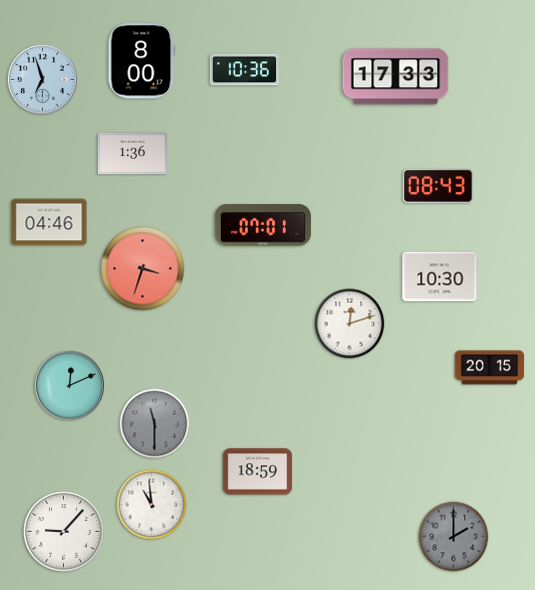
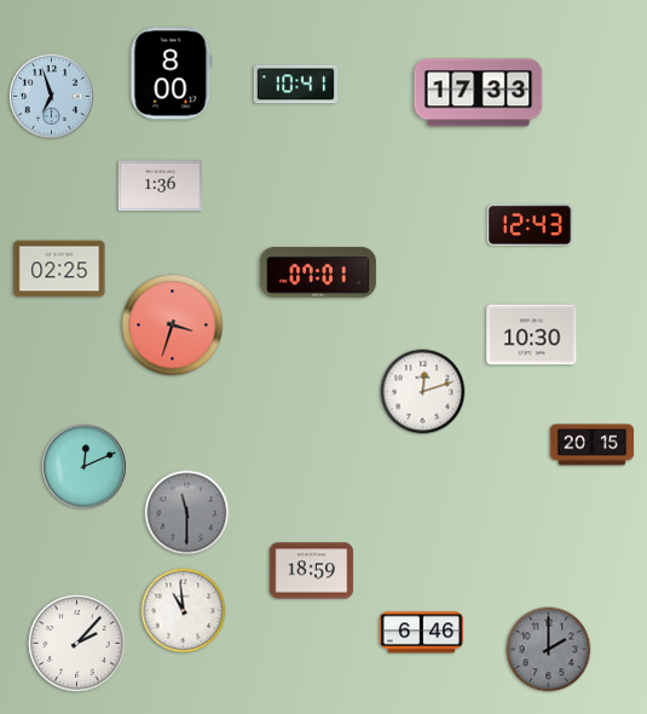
clock at (245, 70): 10:36 -> 10:41
clock at (438, 186): 08:43 -> 12:43
clock at (49, 222): 04:46 -> 02:25
clock at (422, 633): none -> 6:46
clock at (64, 532): 9:07 -> 2:07
